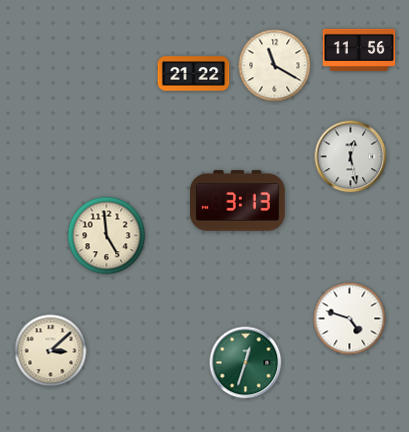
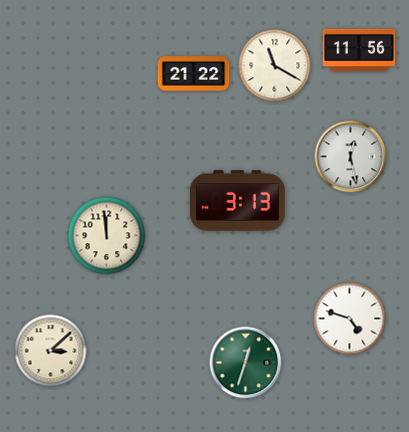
clock at (107, 236): 4:59 -> 11:59
